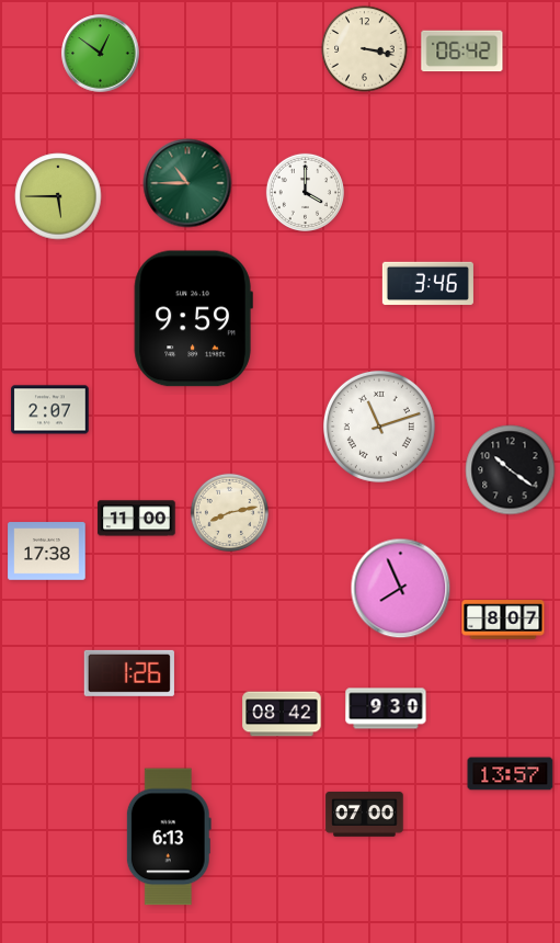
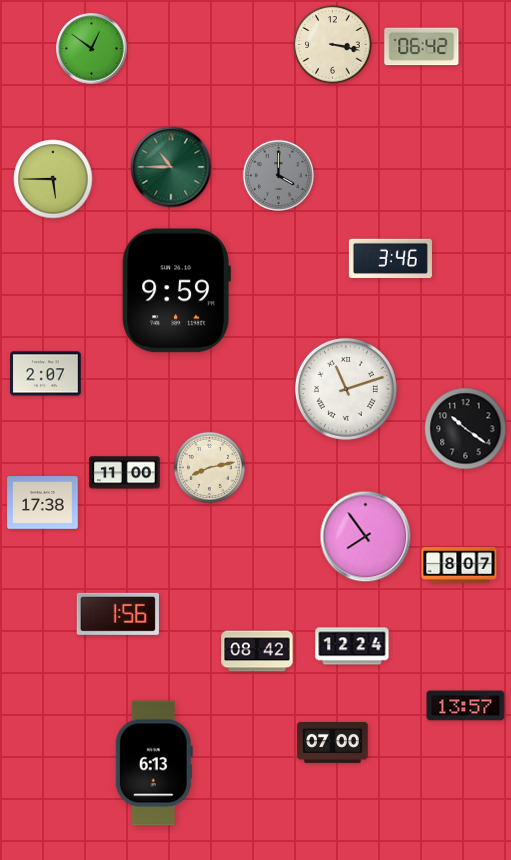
clock at (305, 192) dial: white -> grey
clock at (401, 589): 7:56 -> 7:54
clock at (129, 673): 1:26 -> 1:56
clock at (386, 708): 9:30 -> 12:24
